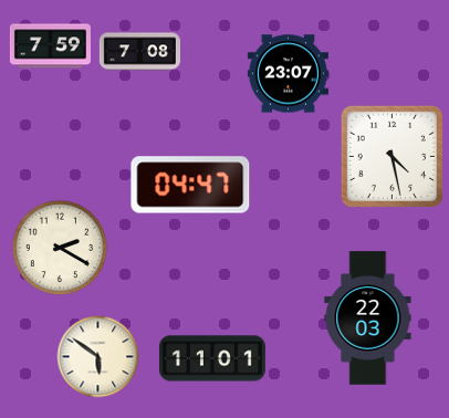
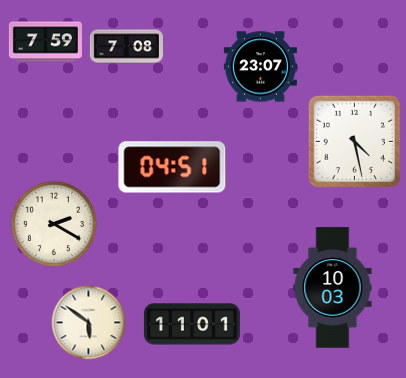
clock at (190, 185): 04:47 -> 04:51
clock at (368, 318): 22:03 -> 10:03
